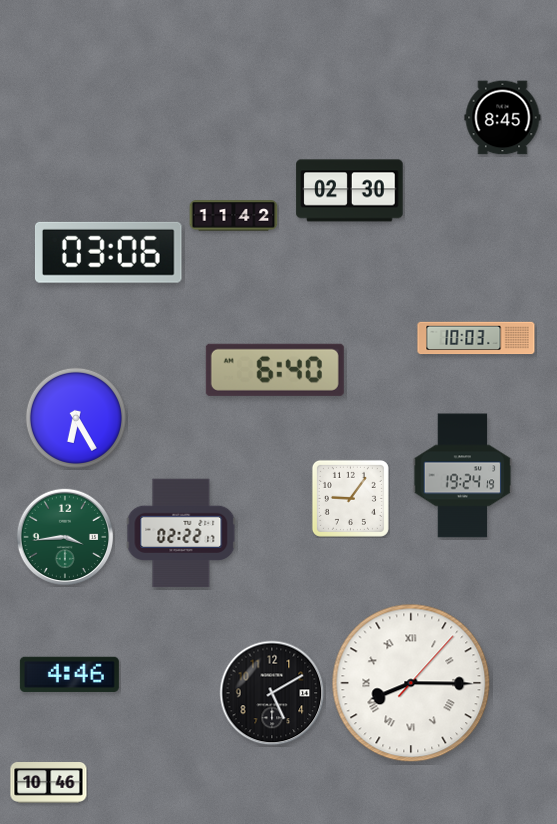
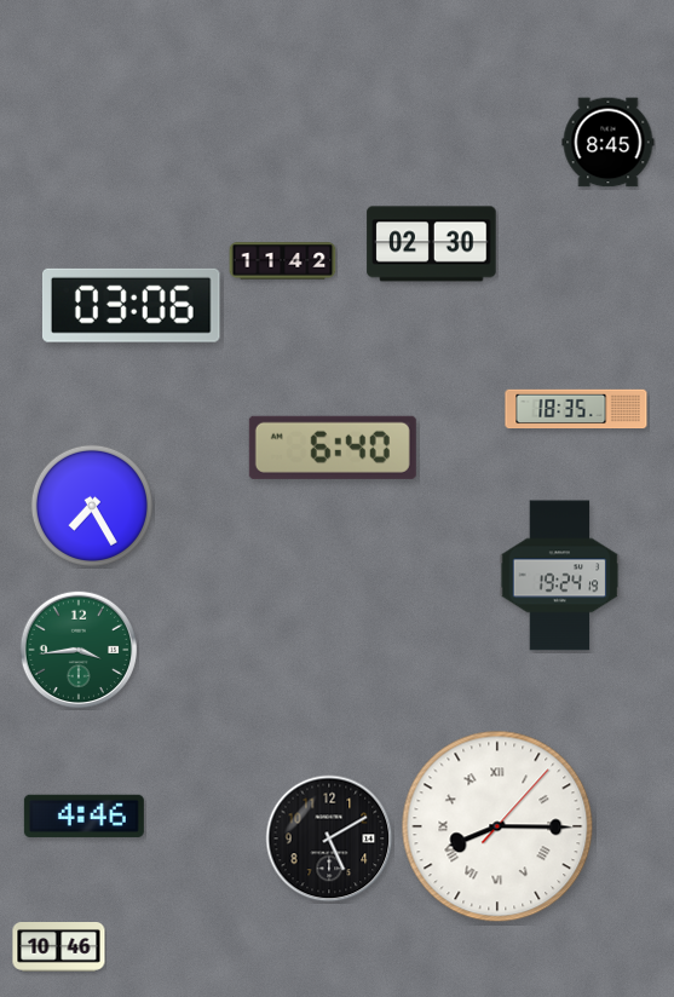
clock at (350, 191) position: (350, 191) -> (432, 244)
clock at (476, 338): 10:03 -> 18:35
clock at (76, 418): 6:25 -> 7:25
clock at (350, 498): 9:06 -> none
clock at (181, 533): 02:22 -> none
